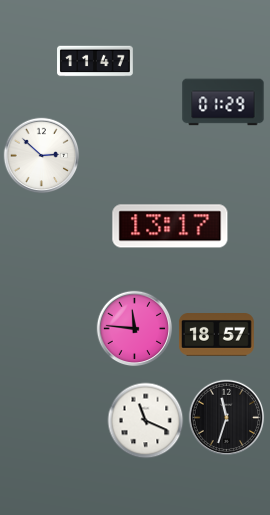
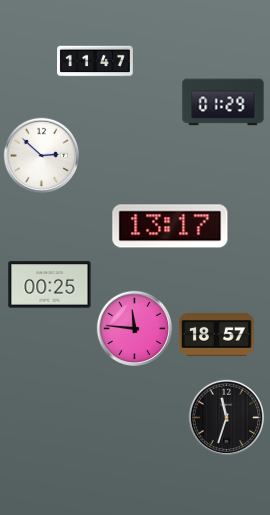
clock at (50, 285): none -> 00:25
clock at (146, 421): 11:19 -> none
